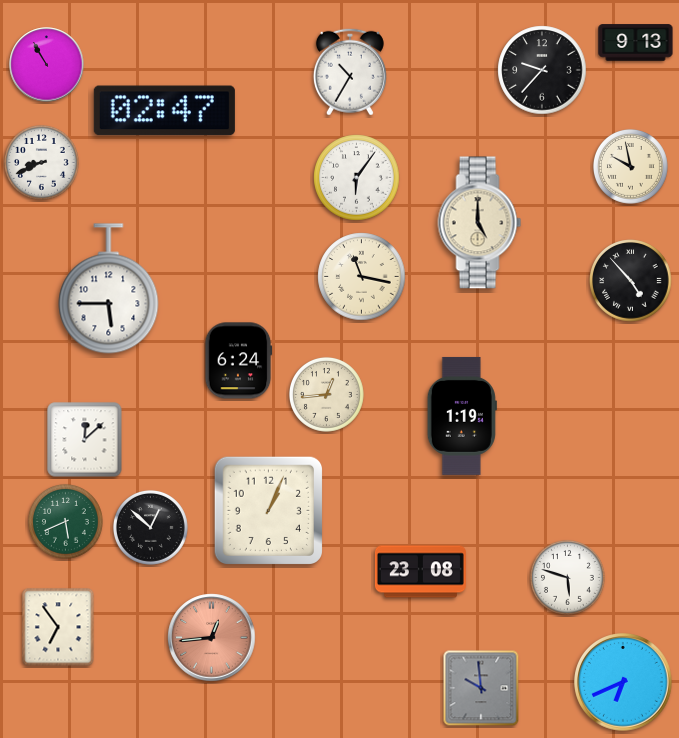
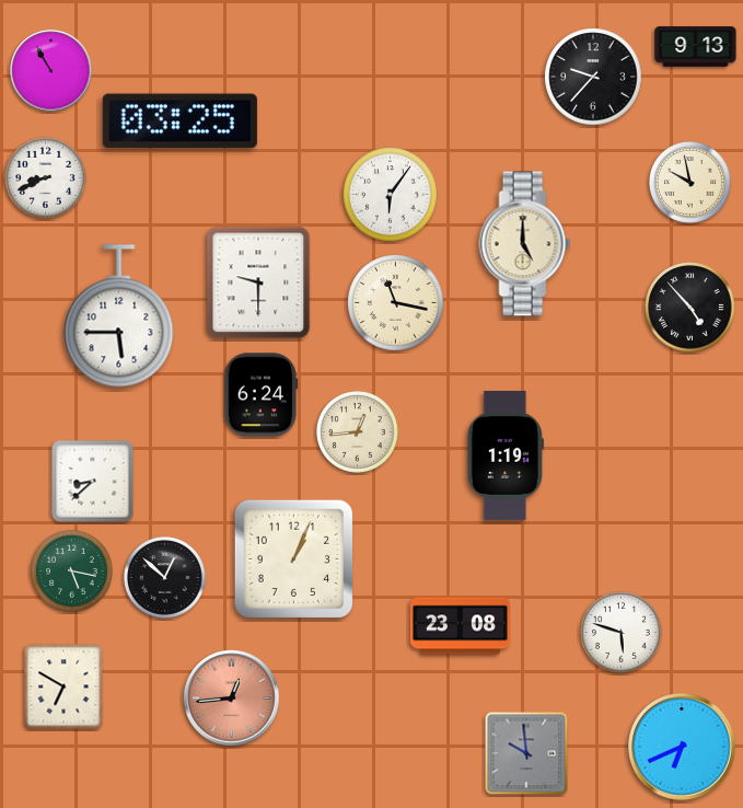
clock at (350, 72): 10:35 -> none
clock at (164, 111): 02:47 -> 03:25
clock at (258, 282): none -> 9:30
clock at (85, 440): 12:08 -> 8:38
clock at (66, 522): 5:41 -> 5:17
clock at (58, 627): 6:54 -> 6:50
